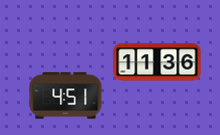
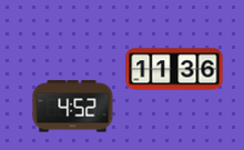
clock at (66, 96): 4:51 -> 4:52
